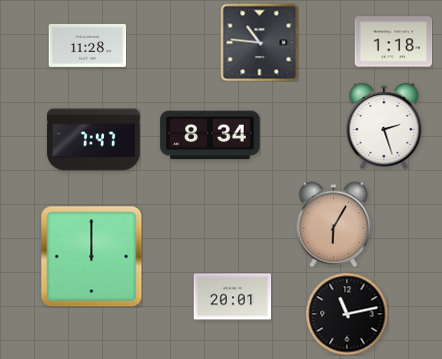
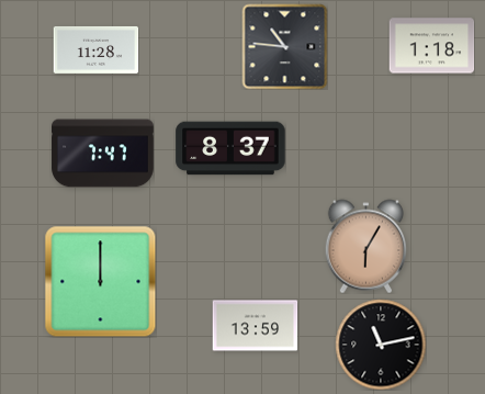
clock at (384, 126): 2:27 -> none
clock at (210, 135): 8:34 -> 8:37
clock at (232, 297): 20:01 -> 13:59
